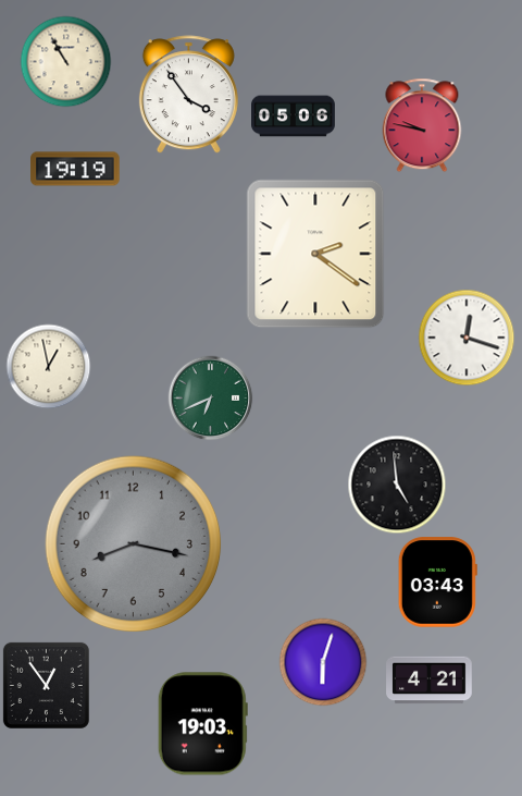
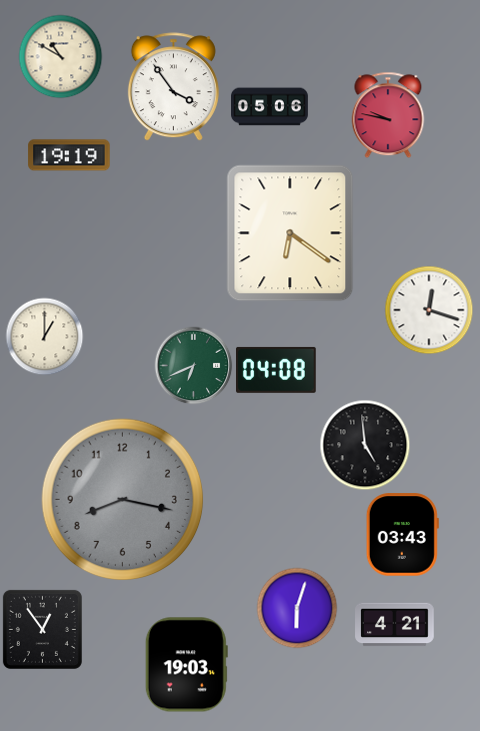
clock at (65, 61): 10:55 -> 10:50
clock at (315, 254): 2:21 -> 6:21
clock at (48, 366): 12:58 -> 1:00
clock at (277, 370): none -> 04:08
